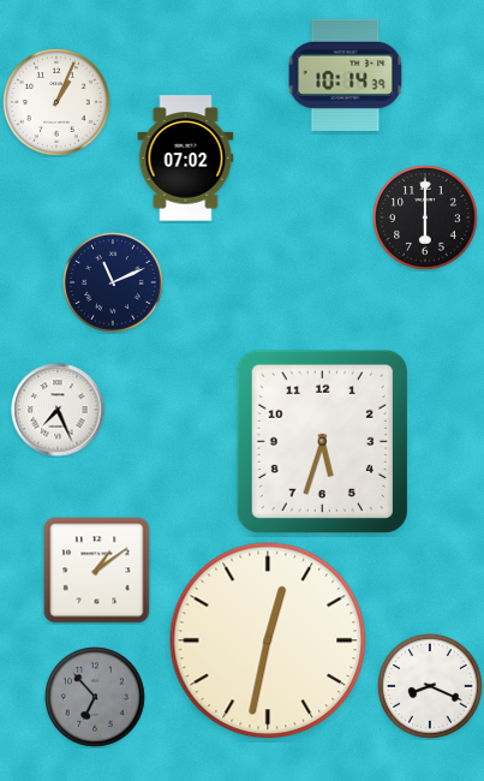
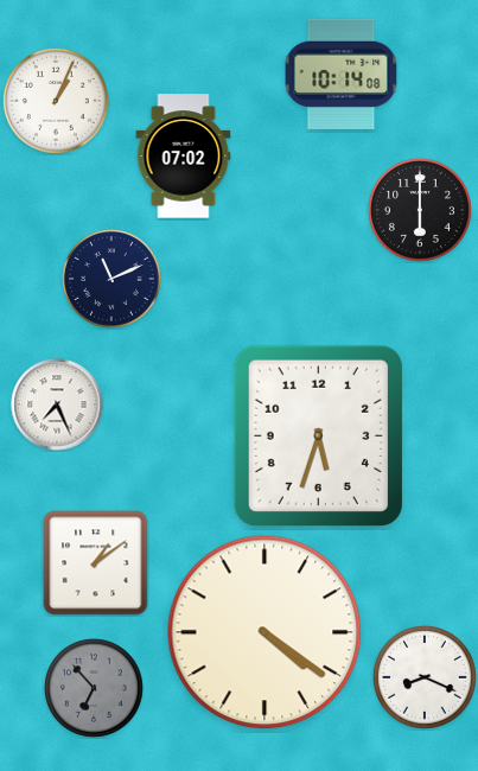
clock at (346, 74): 10:14:39 -> 10:14:08
clock at (425, 217) position: (425, 217) -> (420, 210)
clock at (268, 640): 12:32 -> 4:21
